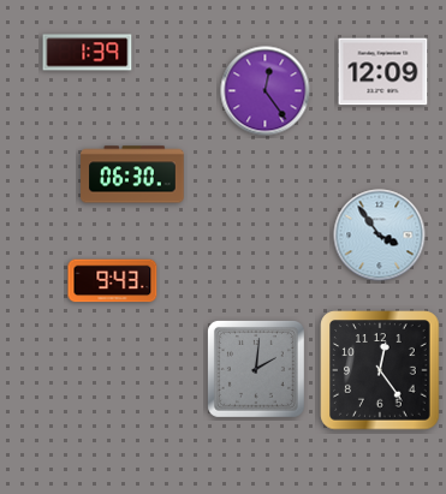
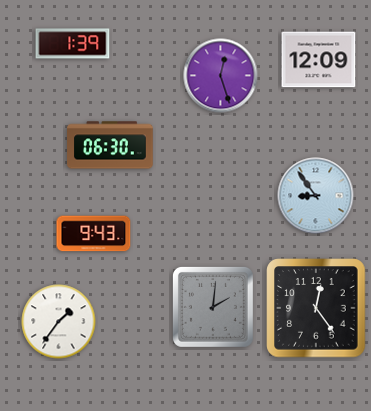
clock at (266, 91): 12:24 -> 12:27
clock at (380, 236): 3:54 -> 8:54
clock at (59, 322): none -> 1:36
